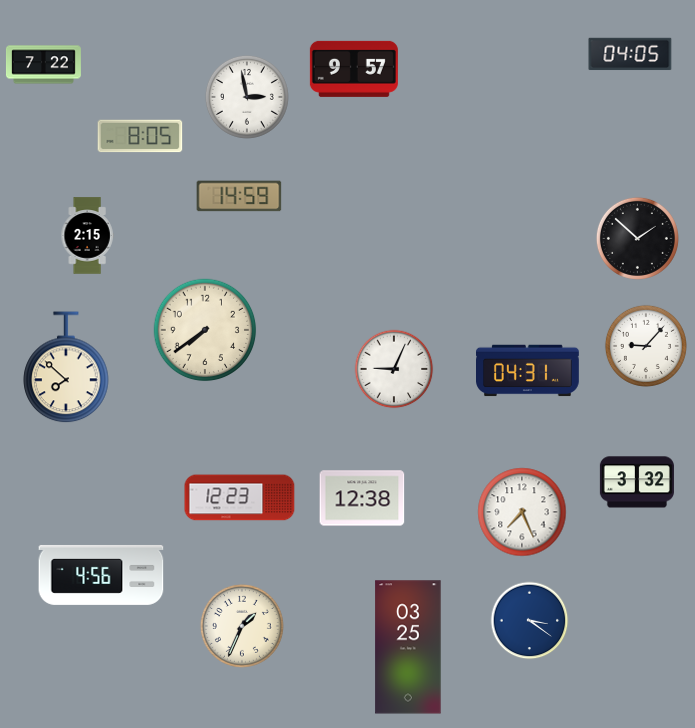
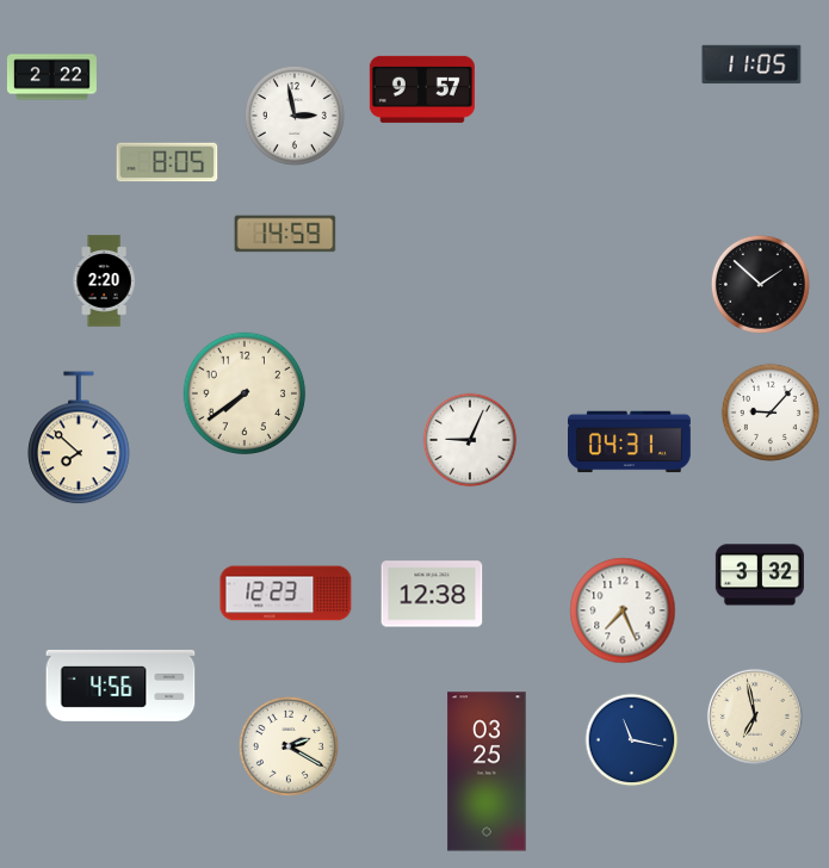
clock at (630, 54): 04:05 -> 11:05
clock at (43, 65): 7:22 -> 2:22
clock at (354, 69) position: (354, 69) -> (422, 89)
clock at (87, 236): 2:15 -> 2:20
clock at (755, 717): none -> 6:58
clock at (530, 621): 3:21 -> 11:17
clock at (242, 626): 1:34 -> 2:20
